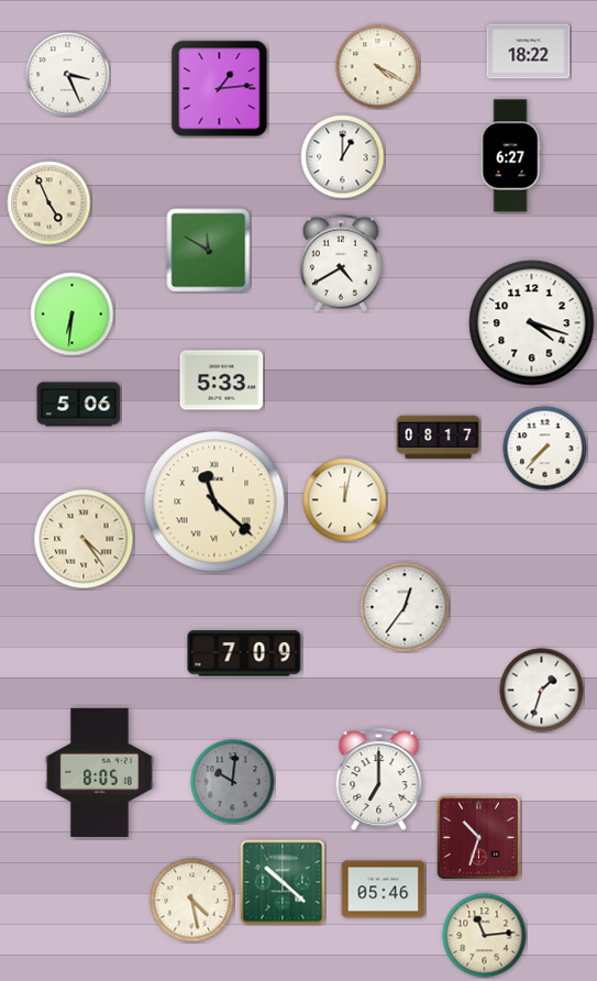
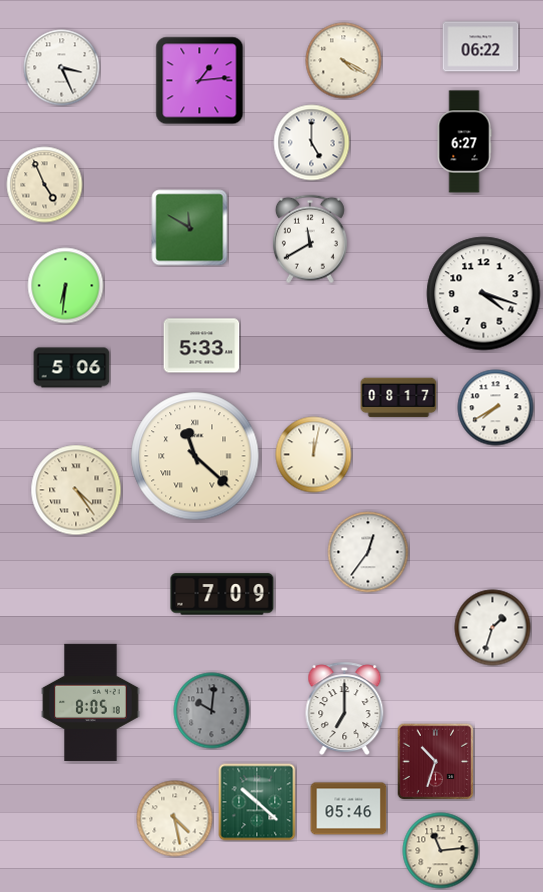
clock at (529, 52): 18:22 -> 06:22
clock at (343, 157): 1:00 -> 5:00
clock at (341, 263): 4:40 -> 11:40
clock at (545, 449): 7:37 -> 7:40
